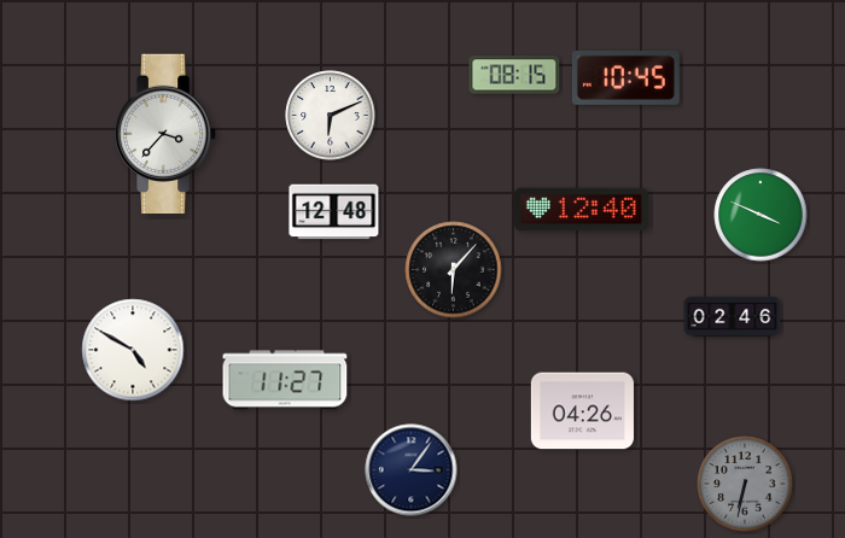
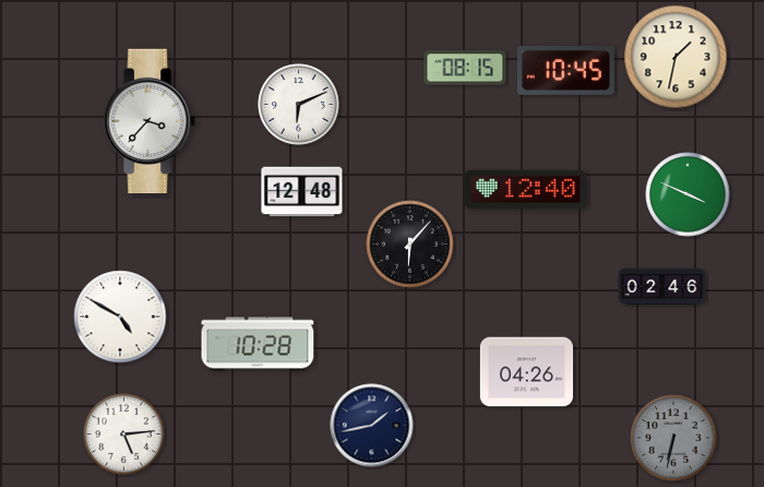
clock at (676, 57): none -> 1:32
clock at (285, 380): 11:27 -> 10:28
clock at (412, 470): 3:06 -> 1:43
clock at (124, 435): none -> 5:14
